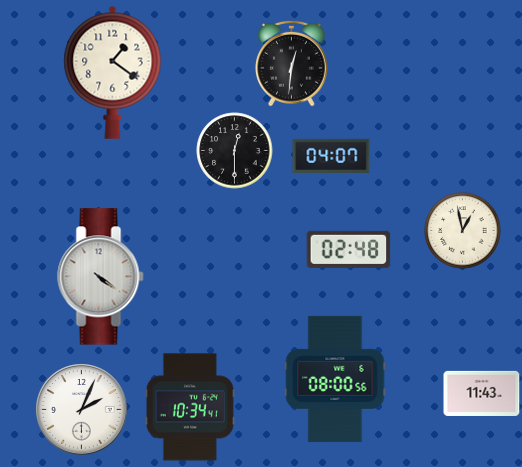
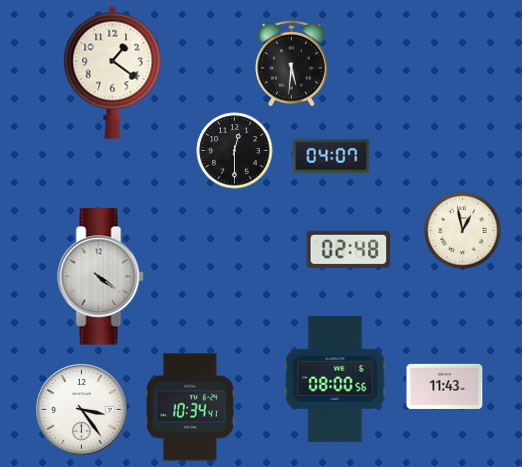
clock at (292, 63): 12:31 -> 5:31
clock at (482, 393) position: (482, 393) -> (445, 386)
clock at (82, 410): 2:04 -> 3:24
